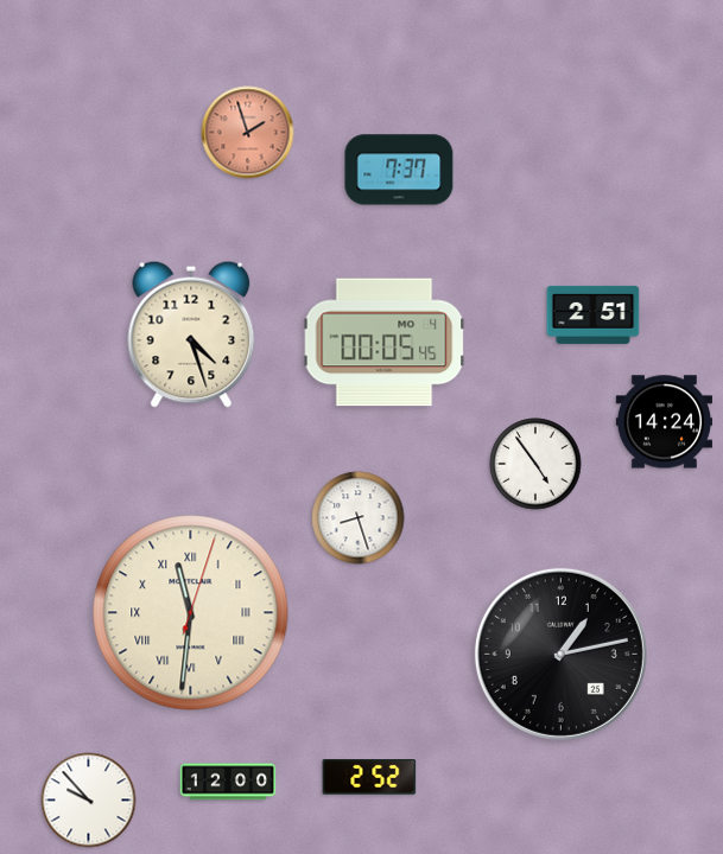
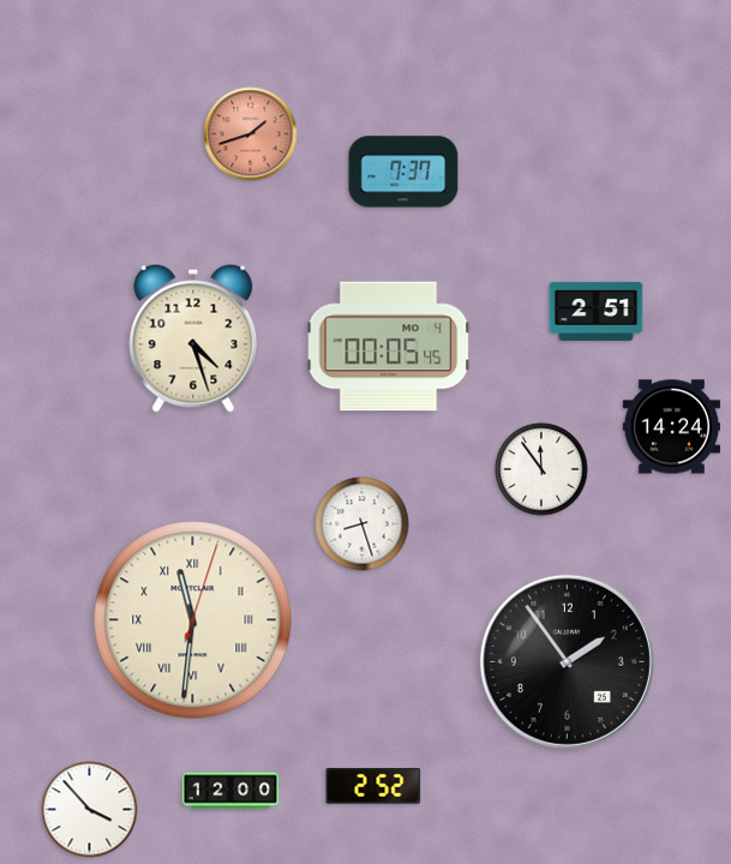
clock at (248, 133): 1:57 -> 1:42
clock at (594, 314) position: (594, 314) -> (597, 311)
clock at (535, 464): 4:54 -> 11:54
clock at (560, 654): 1:13 -> 1:54
clock at (89, 801): 9:53 -> 3:53
